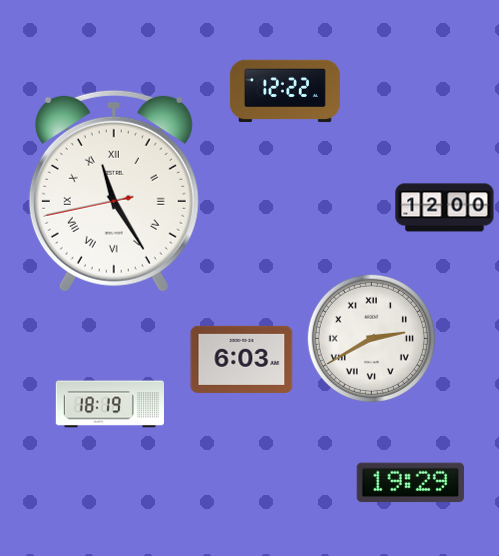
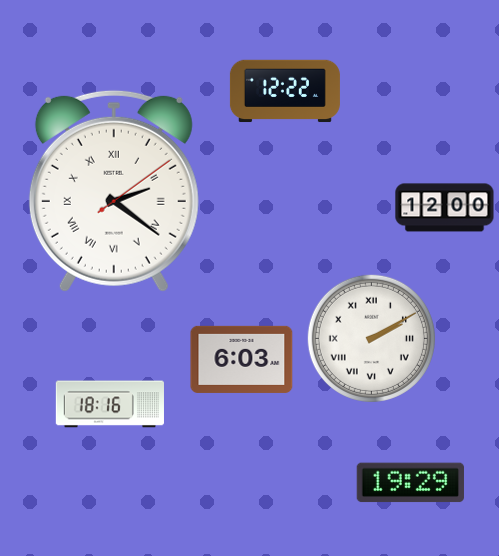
clock at (114, 191): 11:24 -> 2:21
clock at (371, 338): 2:40 -> 2:10
clock at (110, 404): 18:19 -> 18:16
